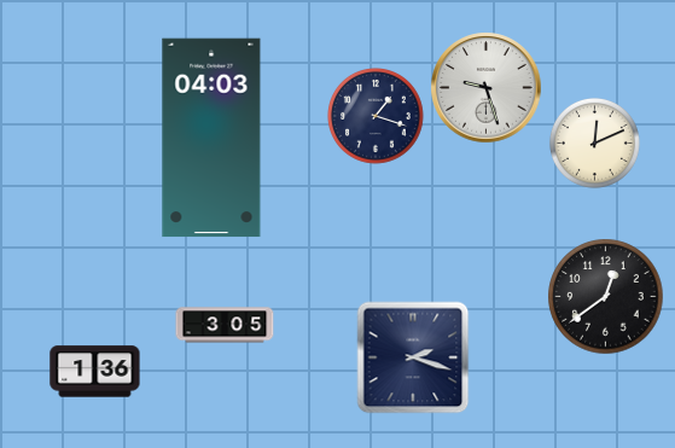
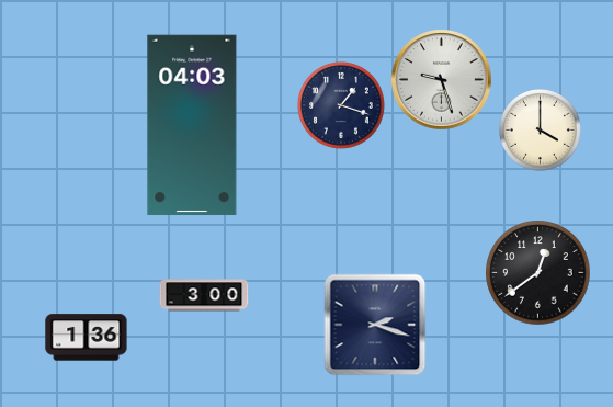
clock at (594, 142): 12:11 -> 4:00
clock at (606, 297) position: (606, 297) -> (538, 273)
clock at (225, 325): 3:05 -> 3:00
